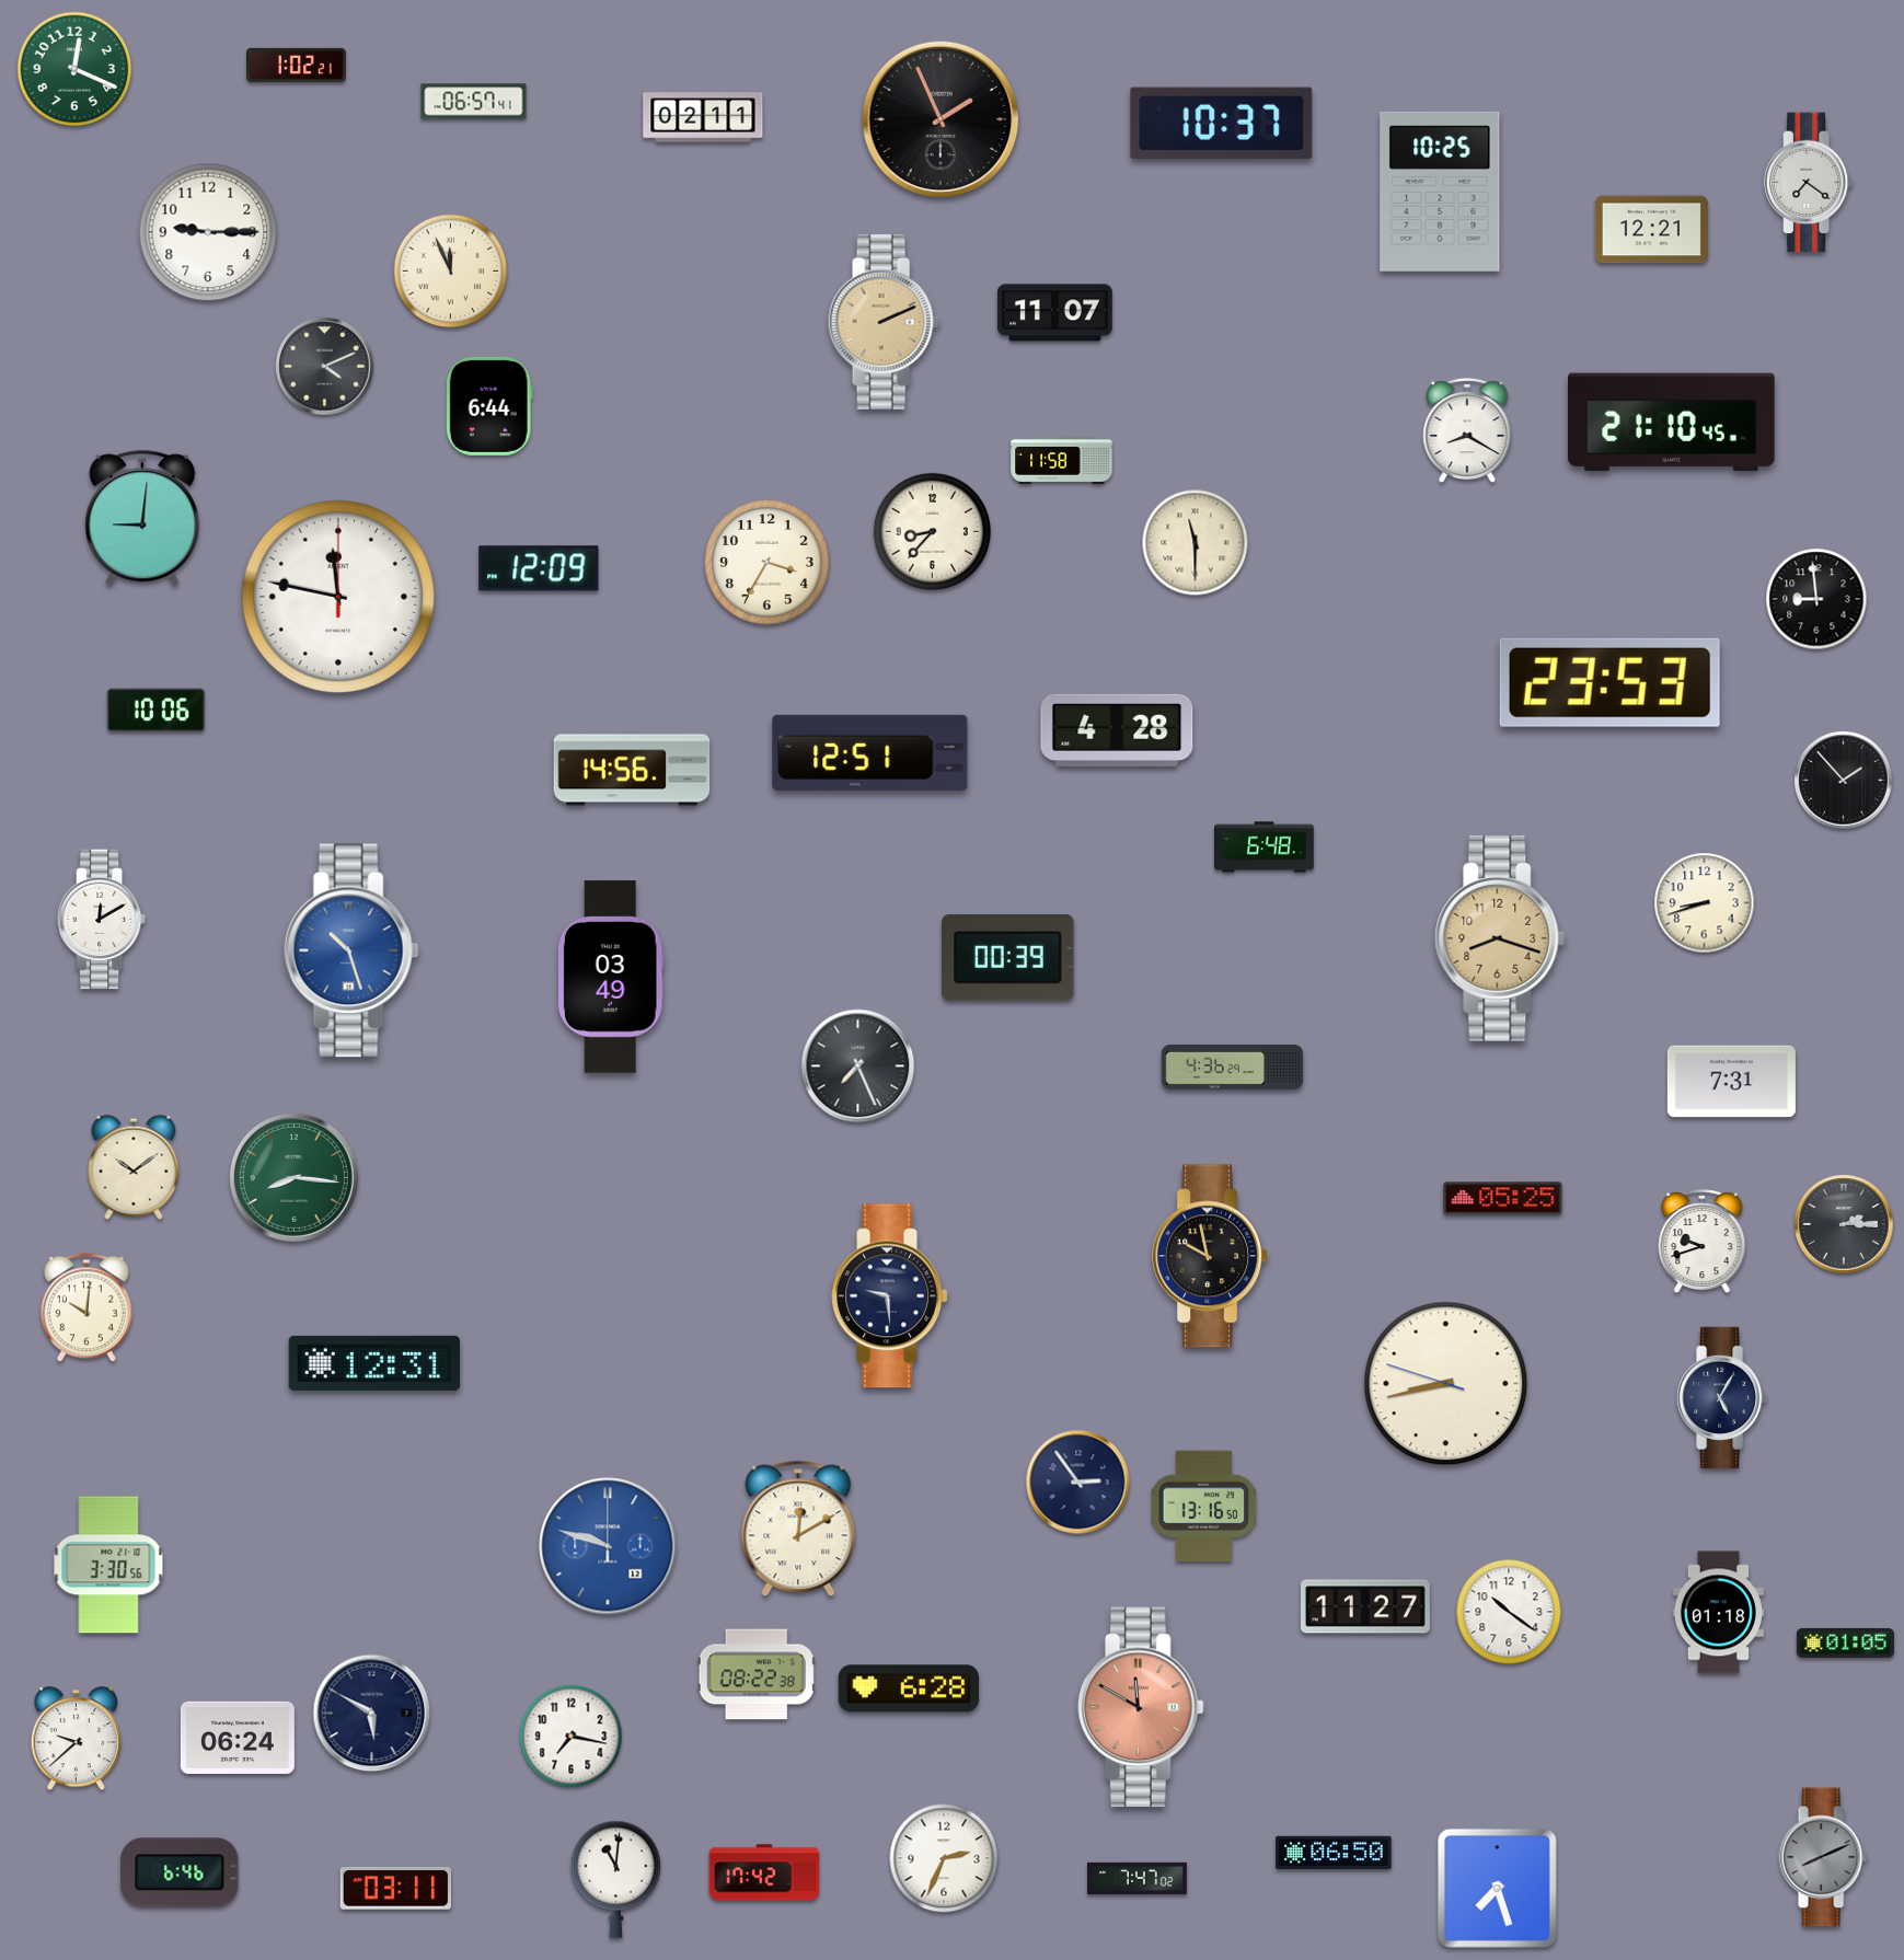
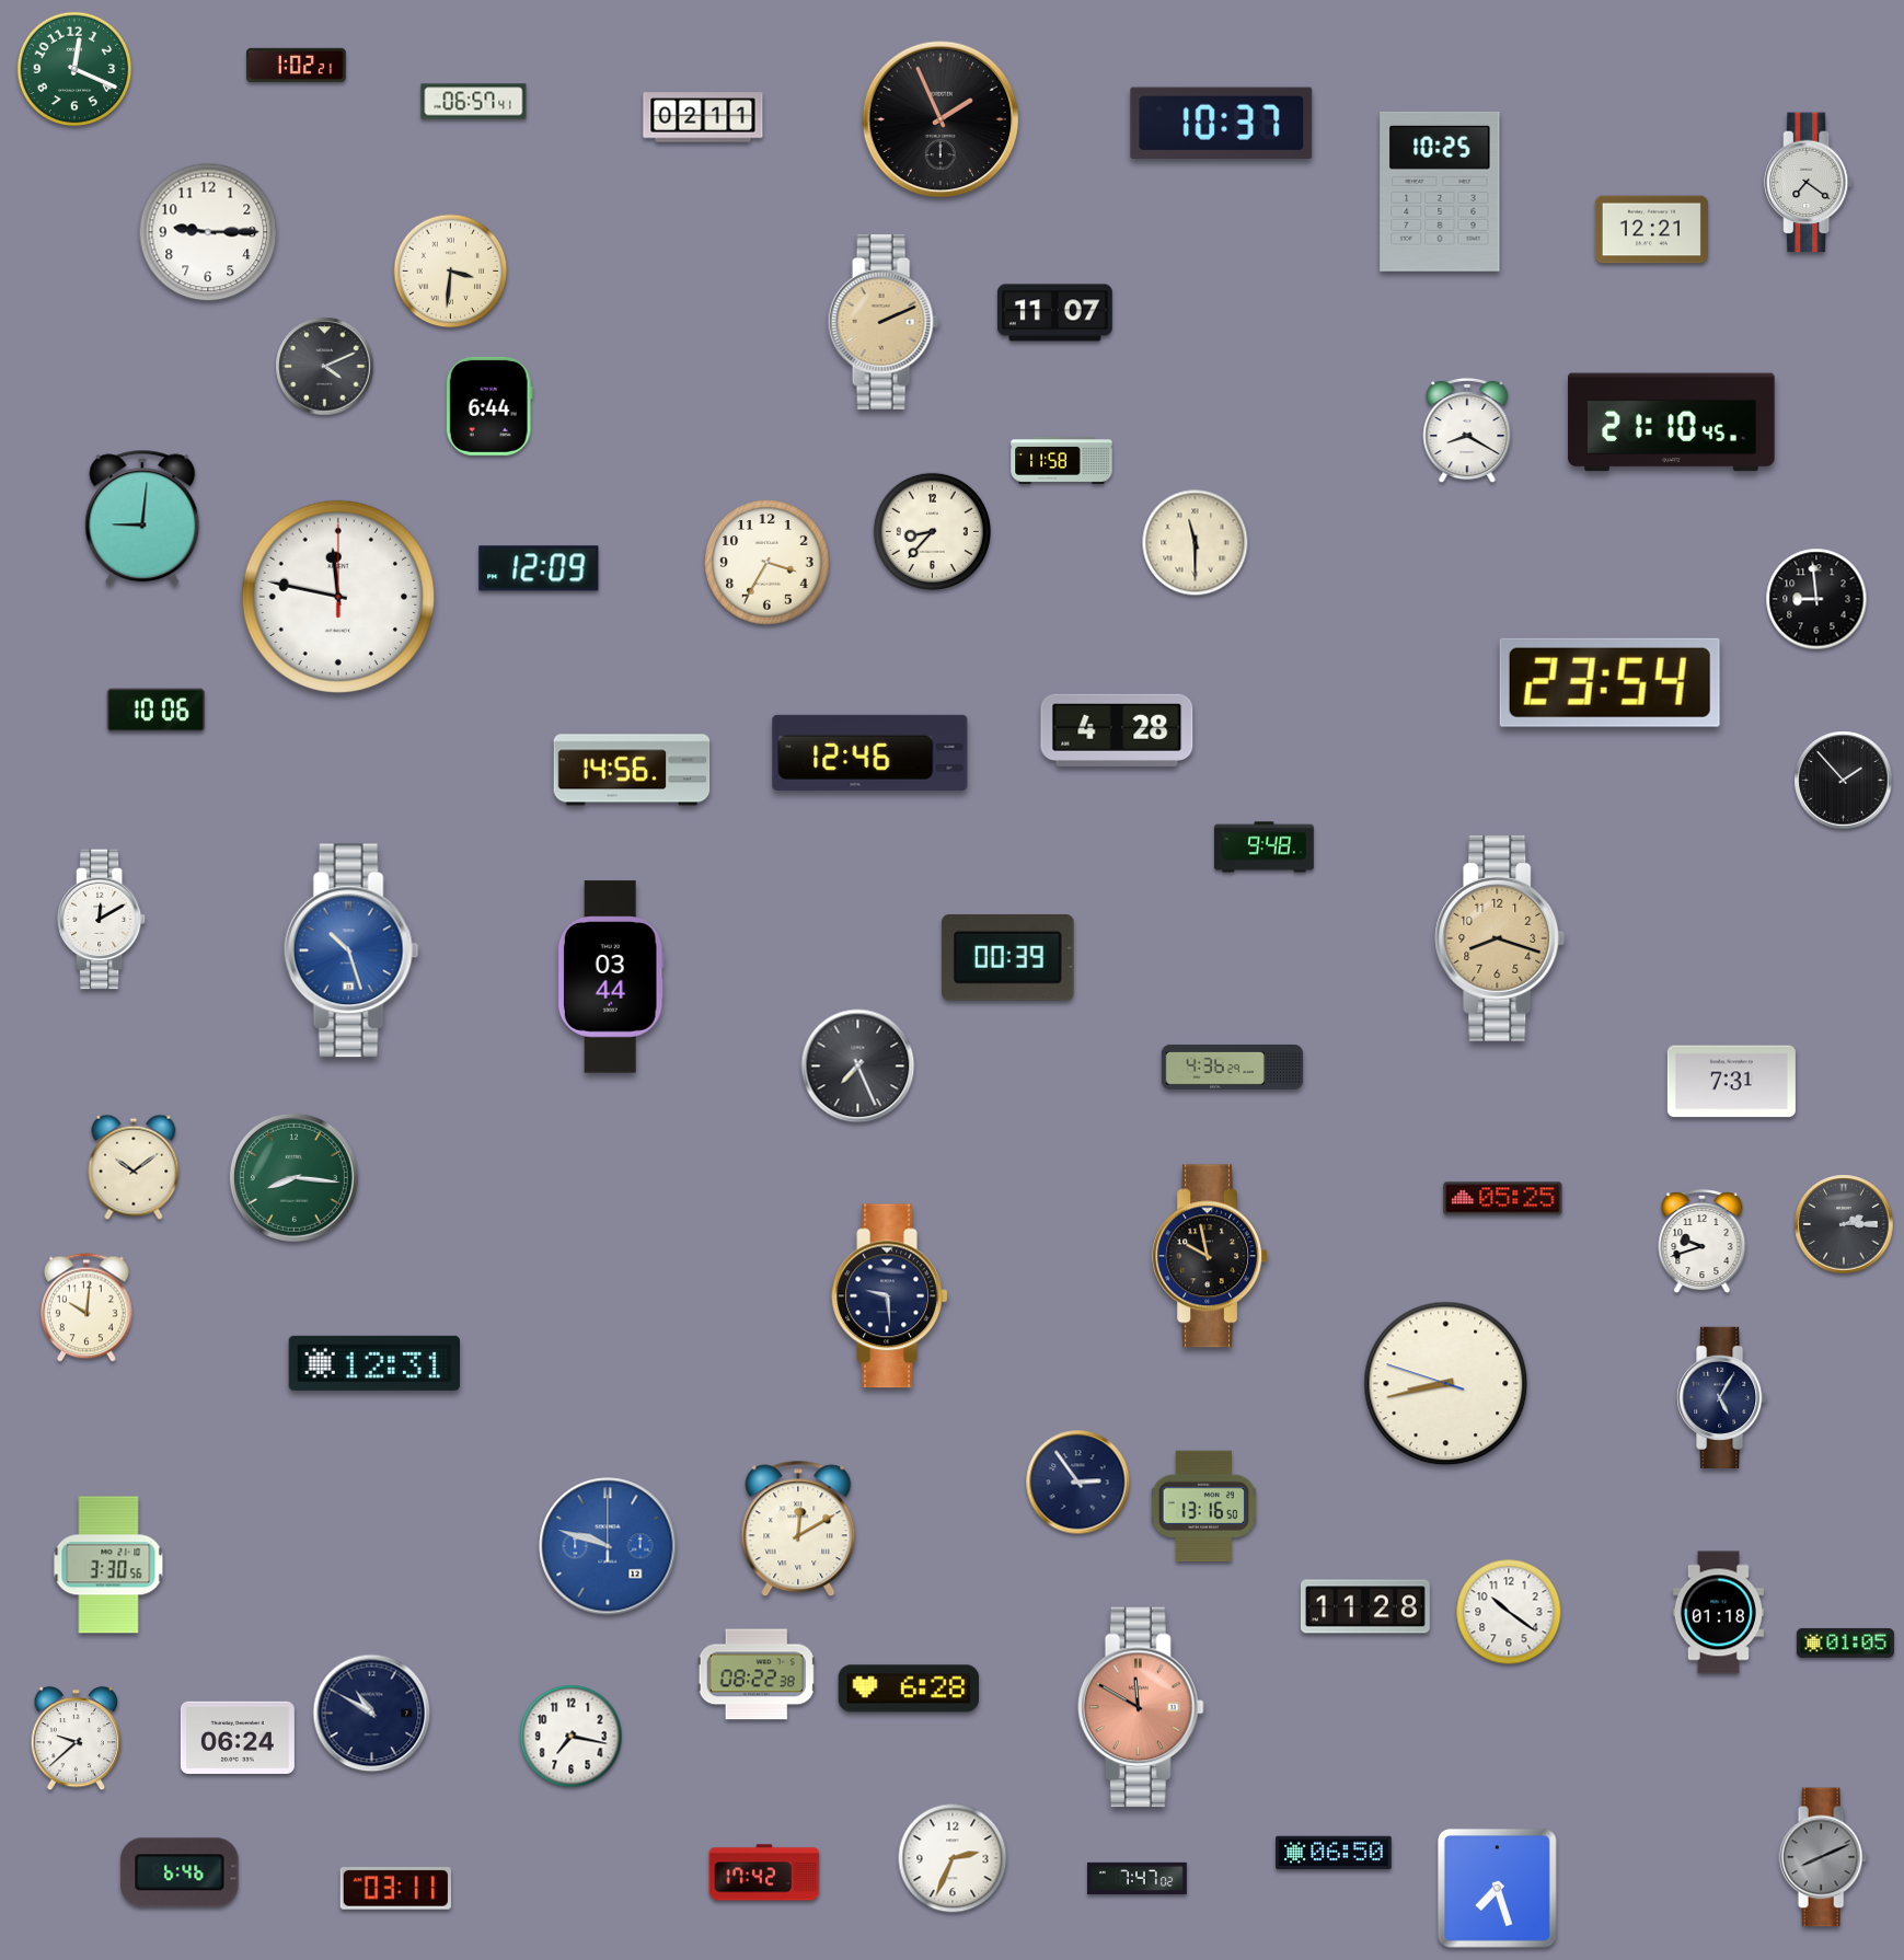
clock at (451, 272): 11:56 -> 3:31
clock at (1609, 682): 23:53 -> 23:54
clock at (870, 752): 12:51 -> 12:46
clock at (1265, 848): 6:48 -> 9:48
clock at (1705, 903): 8:42 -> none
clock at (611, 977): 03:49 -> 03:44
clock at (1365, 1606): 11:27 -> 11:28
clock at (372, 1714): 5:50 -> 10:50
clock at (944, 1858) position: (944, 1858) -> (953, 1858)
clock at (615, 1879): 11:01 -> none
